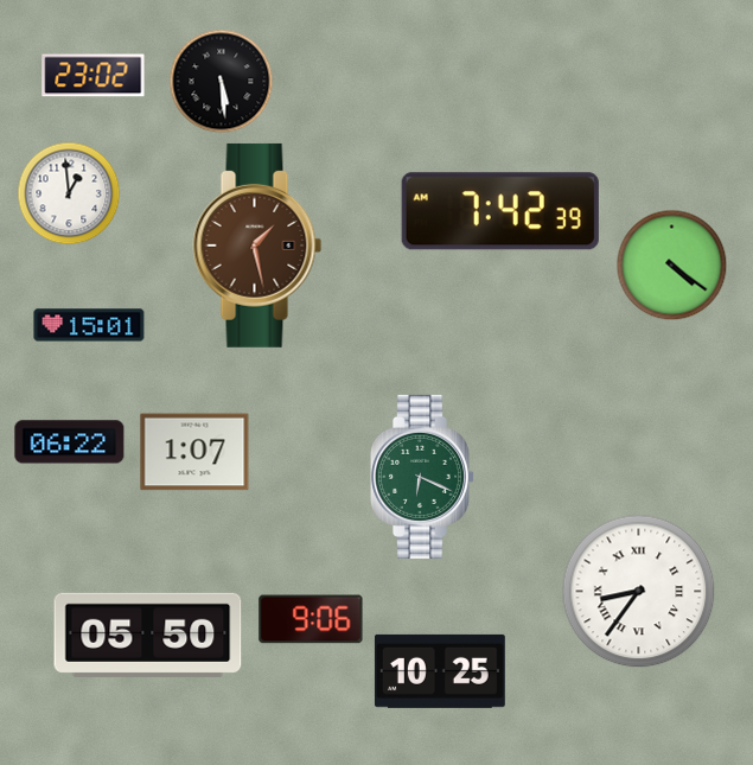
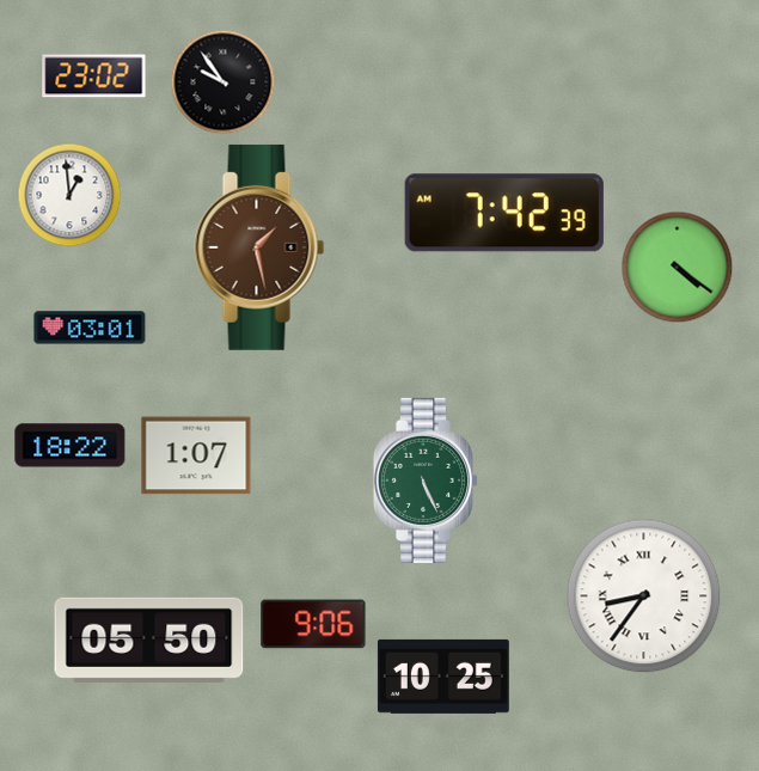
clock at (222, 82): 5:29 -> 9:54
clock at (89, 325): 15:01 -> 03:01
clock at (70, 442): 06:22 -> 18:22
clock at (422, 477): 6:19 -> 5:26
